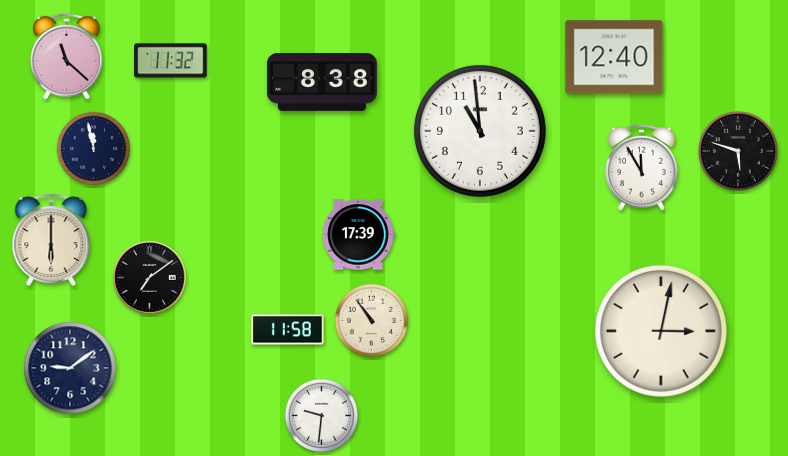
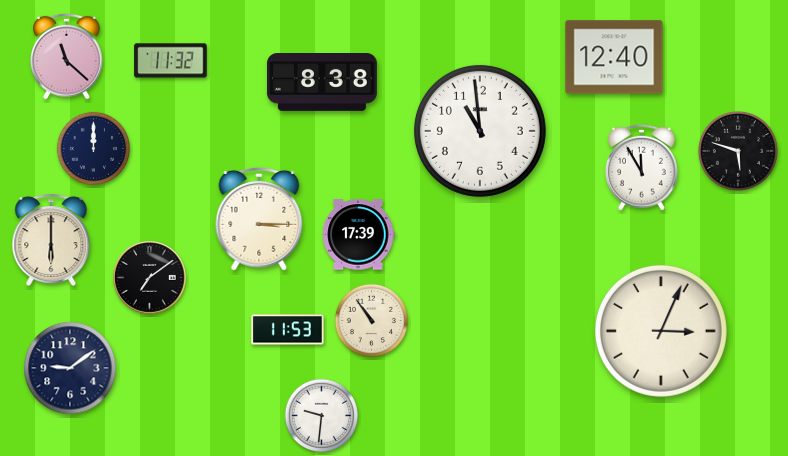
clock at (93, 148): 11:58 -> 12:00
clock at (259, 219): none -> 3:15
clock at (288, 330): 11:58 -> 11:53
clock at (661, 331): 3:02 -> 3:04
